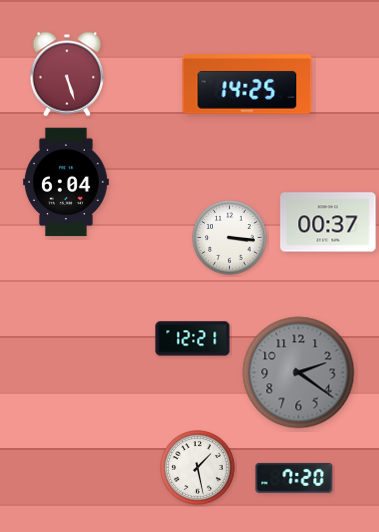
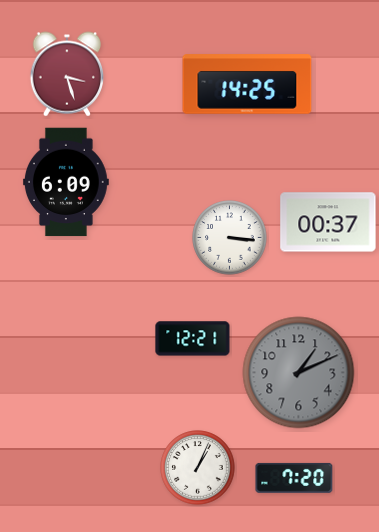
clock at (67, 74): 5:27 -> 3:27
clock at (66, 182): 6:04 -> 6:09
clock at (299, 373): 2:21 -> 1:11
clock at (198, 468): 1:28 -> 1:04
